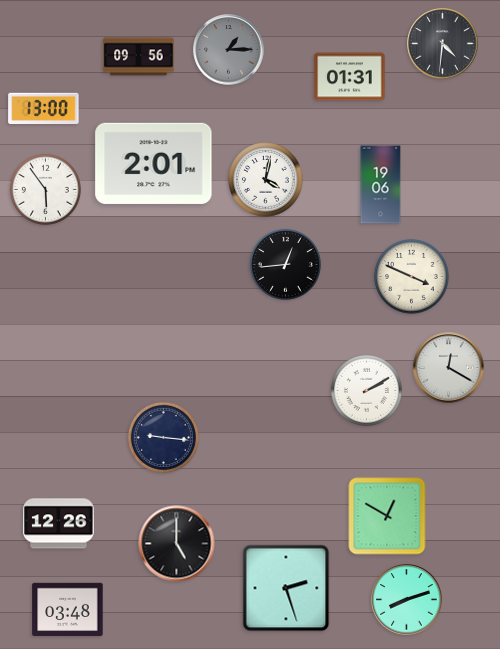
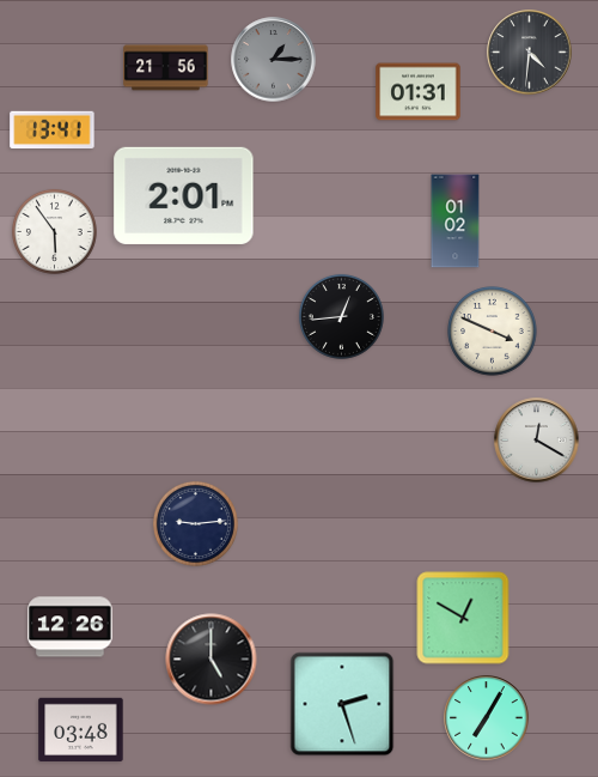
clock at (139, 57): 09:56 -> 21:56
clock at (44, 108): 13:00 -> 13:41
clock at (266, 180): 4:02 -> none
clock at (381, 185): 19:06 -> 01:02
clock at (45, 189) position: (45, 189) -> (54, 231)
clock at (366, 390): 2:10 -> none
clock at (163, 437): 9:16 -> 9:14
clock at (177, 544) position: (177, 544) -> (212, 660)
clock at (407, 600): 8:12 -> 7:05
